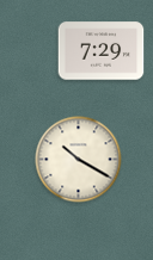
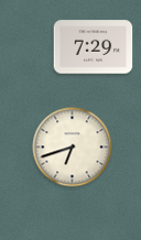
clock at (79, 160): 10:20 -> 6:42
